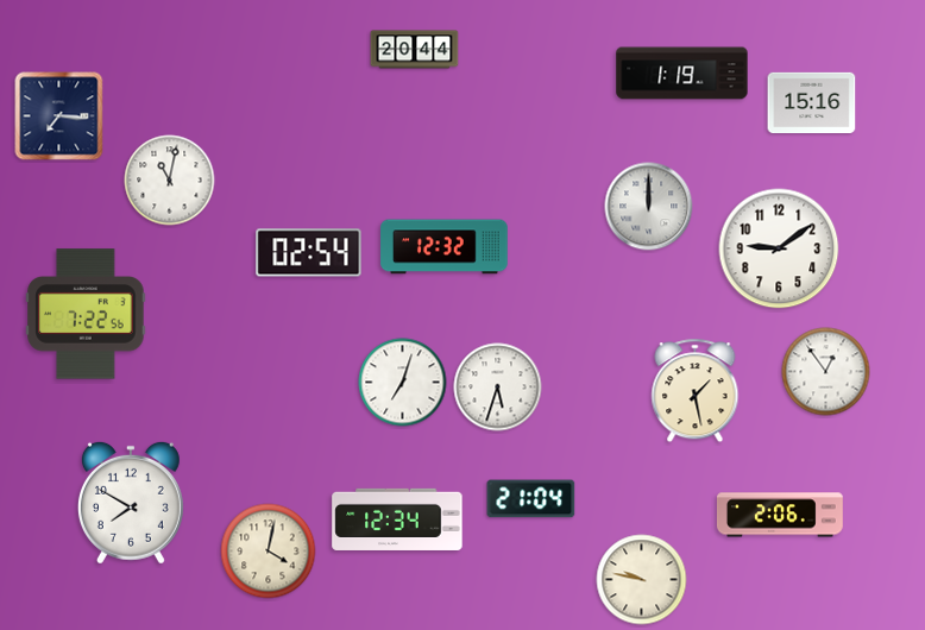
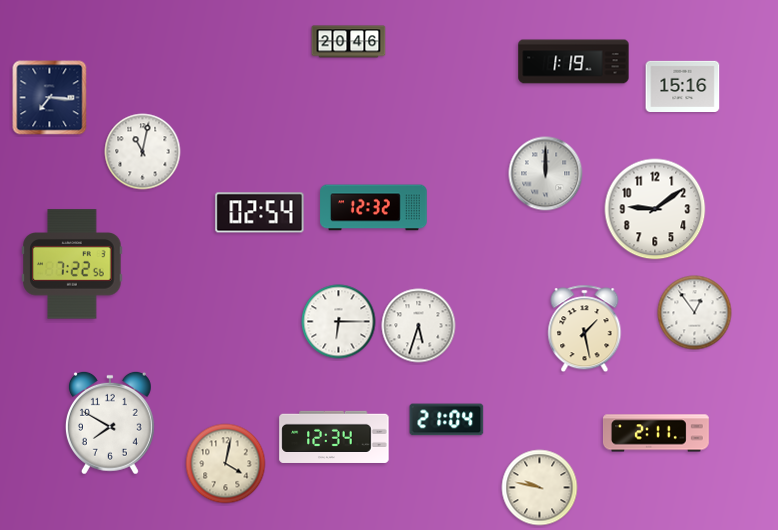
clock at (415, 50): 20:44 -> 20:46
clock at (403, 383): 7:03 -> 6:15
clock at (780, 515): 2:06 -> 2:11
